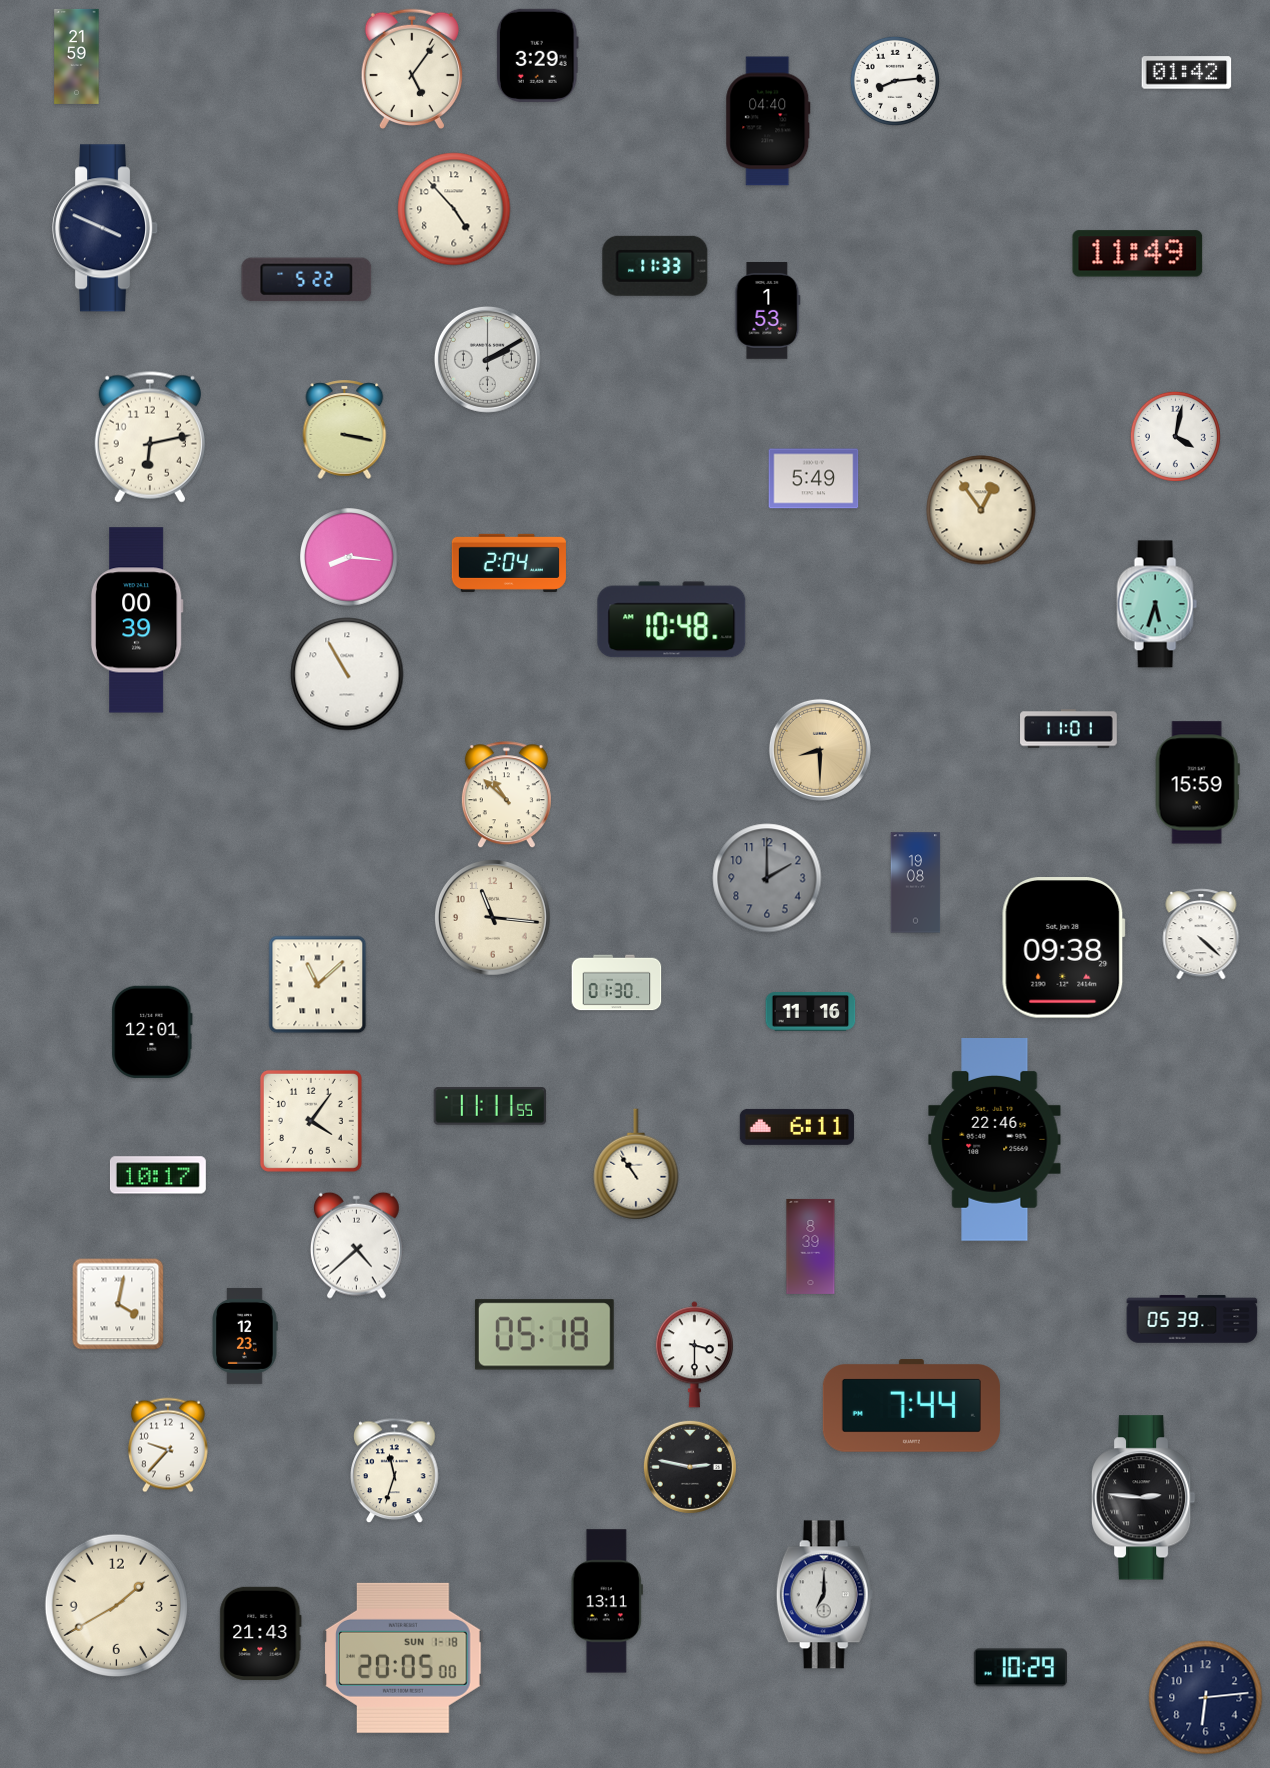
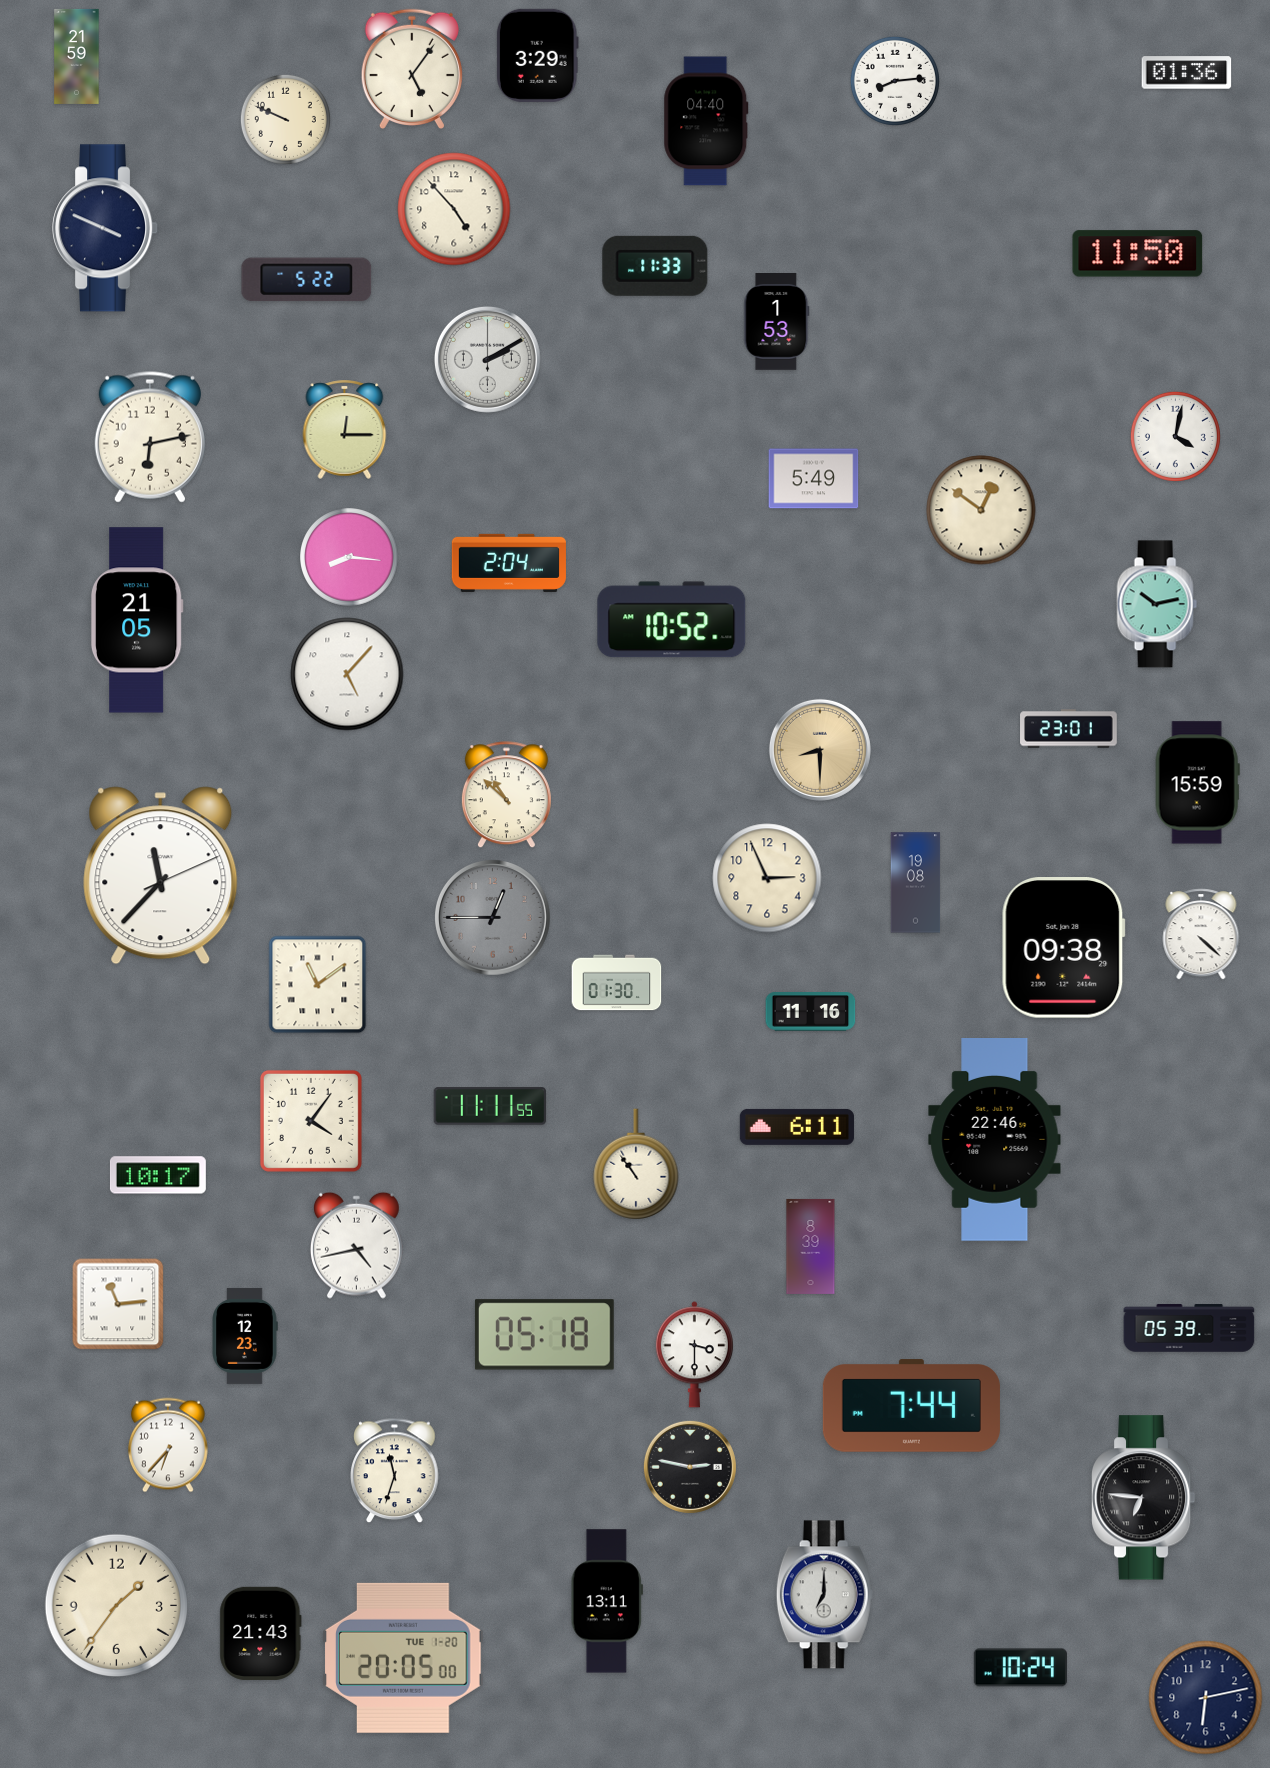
clock at (1187, 73): 01:42 -> 01:36
clock at (285, 119): none -> 9:49
clock at (768, 121) position: (768, 121) -> (706, 121)
clock at (1138, 254): 11:49 -> 11:50
clock at (768, 311) position: (768, 311) -> (777, 322)
clock at (345, 429): 3:17 -> 12:15
clock at (981, 510): 12:54 -> 12:51
clock at (1157, 604): 5:33 -> 10:13
clock at (137, 620): 00:39 -> 21:05
clock at (672, 620): 10:48 -> 10:52
clock at (347, 674): 10:55 -> 5:07
clock at (1069, 729): 11:01 -> 23:01
clock at (161, 876): none -> 11:37
clock at (767, 878): 2:00 -> 2:56
clock at (767, 878) dial: grey -> cream
clock at (492, 917): 11:16 -> 12:45
clock at (492, 917) dial: cream -> grey
clock at (318, 985): 11:08 -> 11:09
clock at (152, 1031): 12:01 -> none
clock at (356, 1245): 4:38 -> 4:43
clock at (118, 1304): 4:02 -> 11:14
clock at (1192, 1319) position: (1192, 1319) -> (1189, 1328)
clock at (168, 1445): 9:37 -> 6:37
clock at (1143, 1498): 2:46 -> 6:46
clock at (116, 1605): 1:40 -> 1:36
clock at (404, 1658) date: SUN 1-18 -> TUE 1-20
clock at (1020, 1668): 10:29 -> 10:24
clock at (1206, 1698): 6:14 -> 6:13
